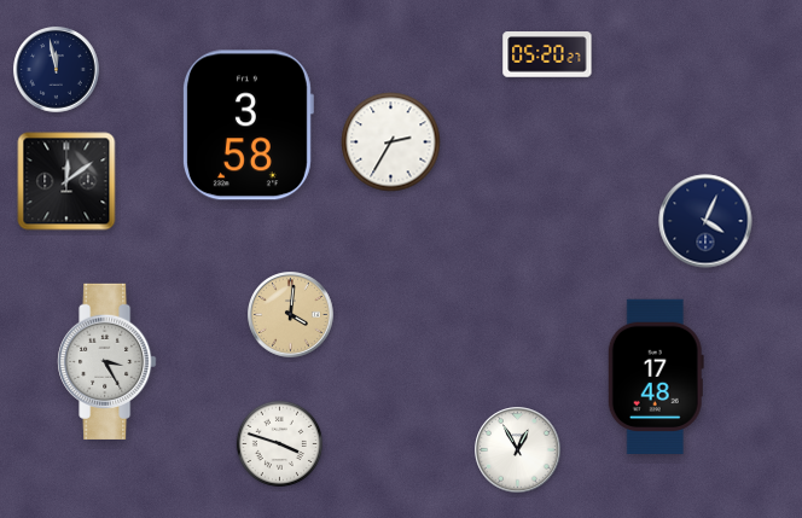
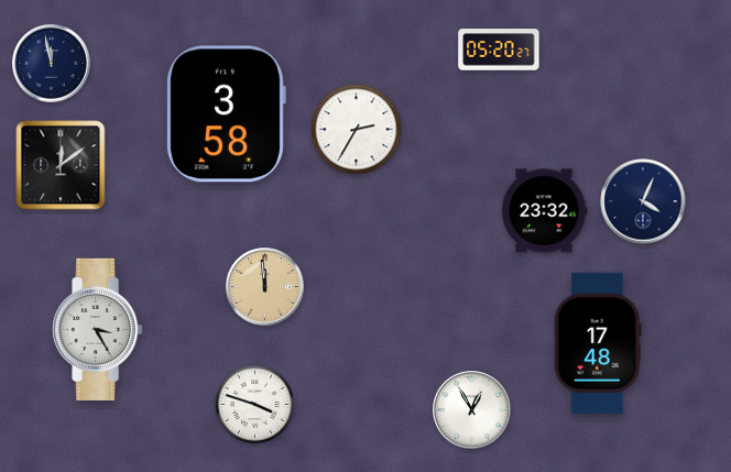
clock at (544, 211): none -> 23:32
clock at (291, 315): 4:01 -> 11:59
